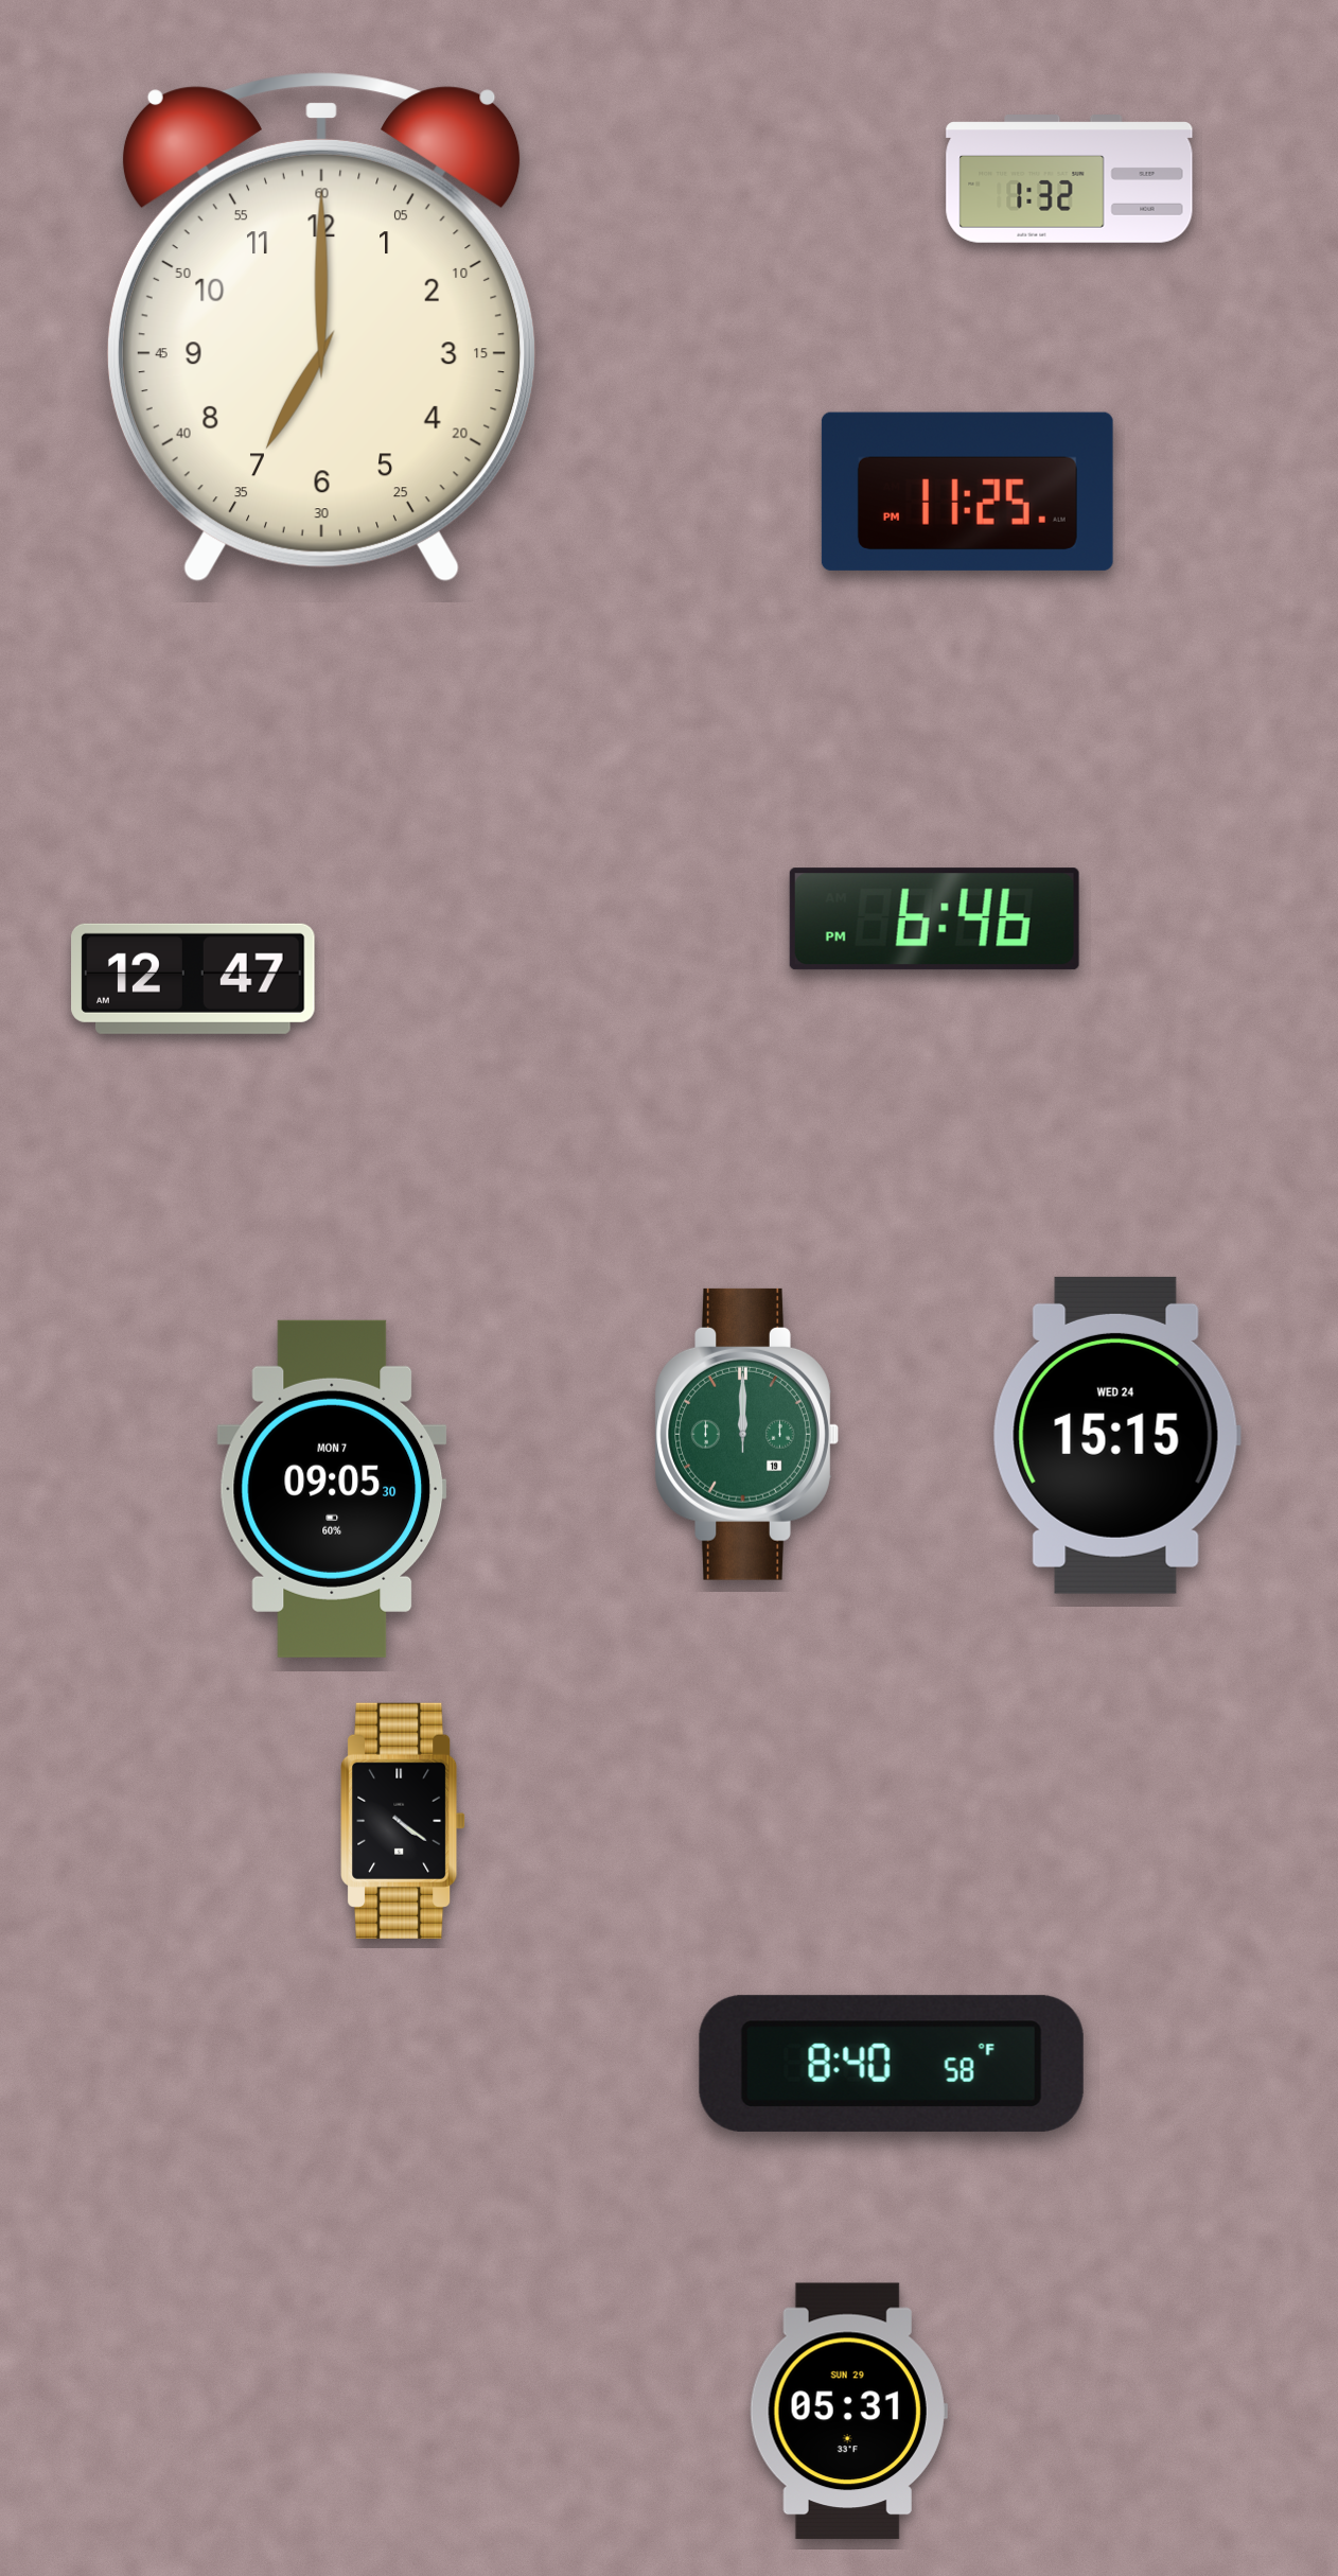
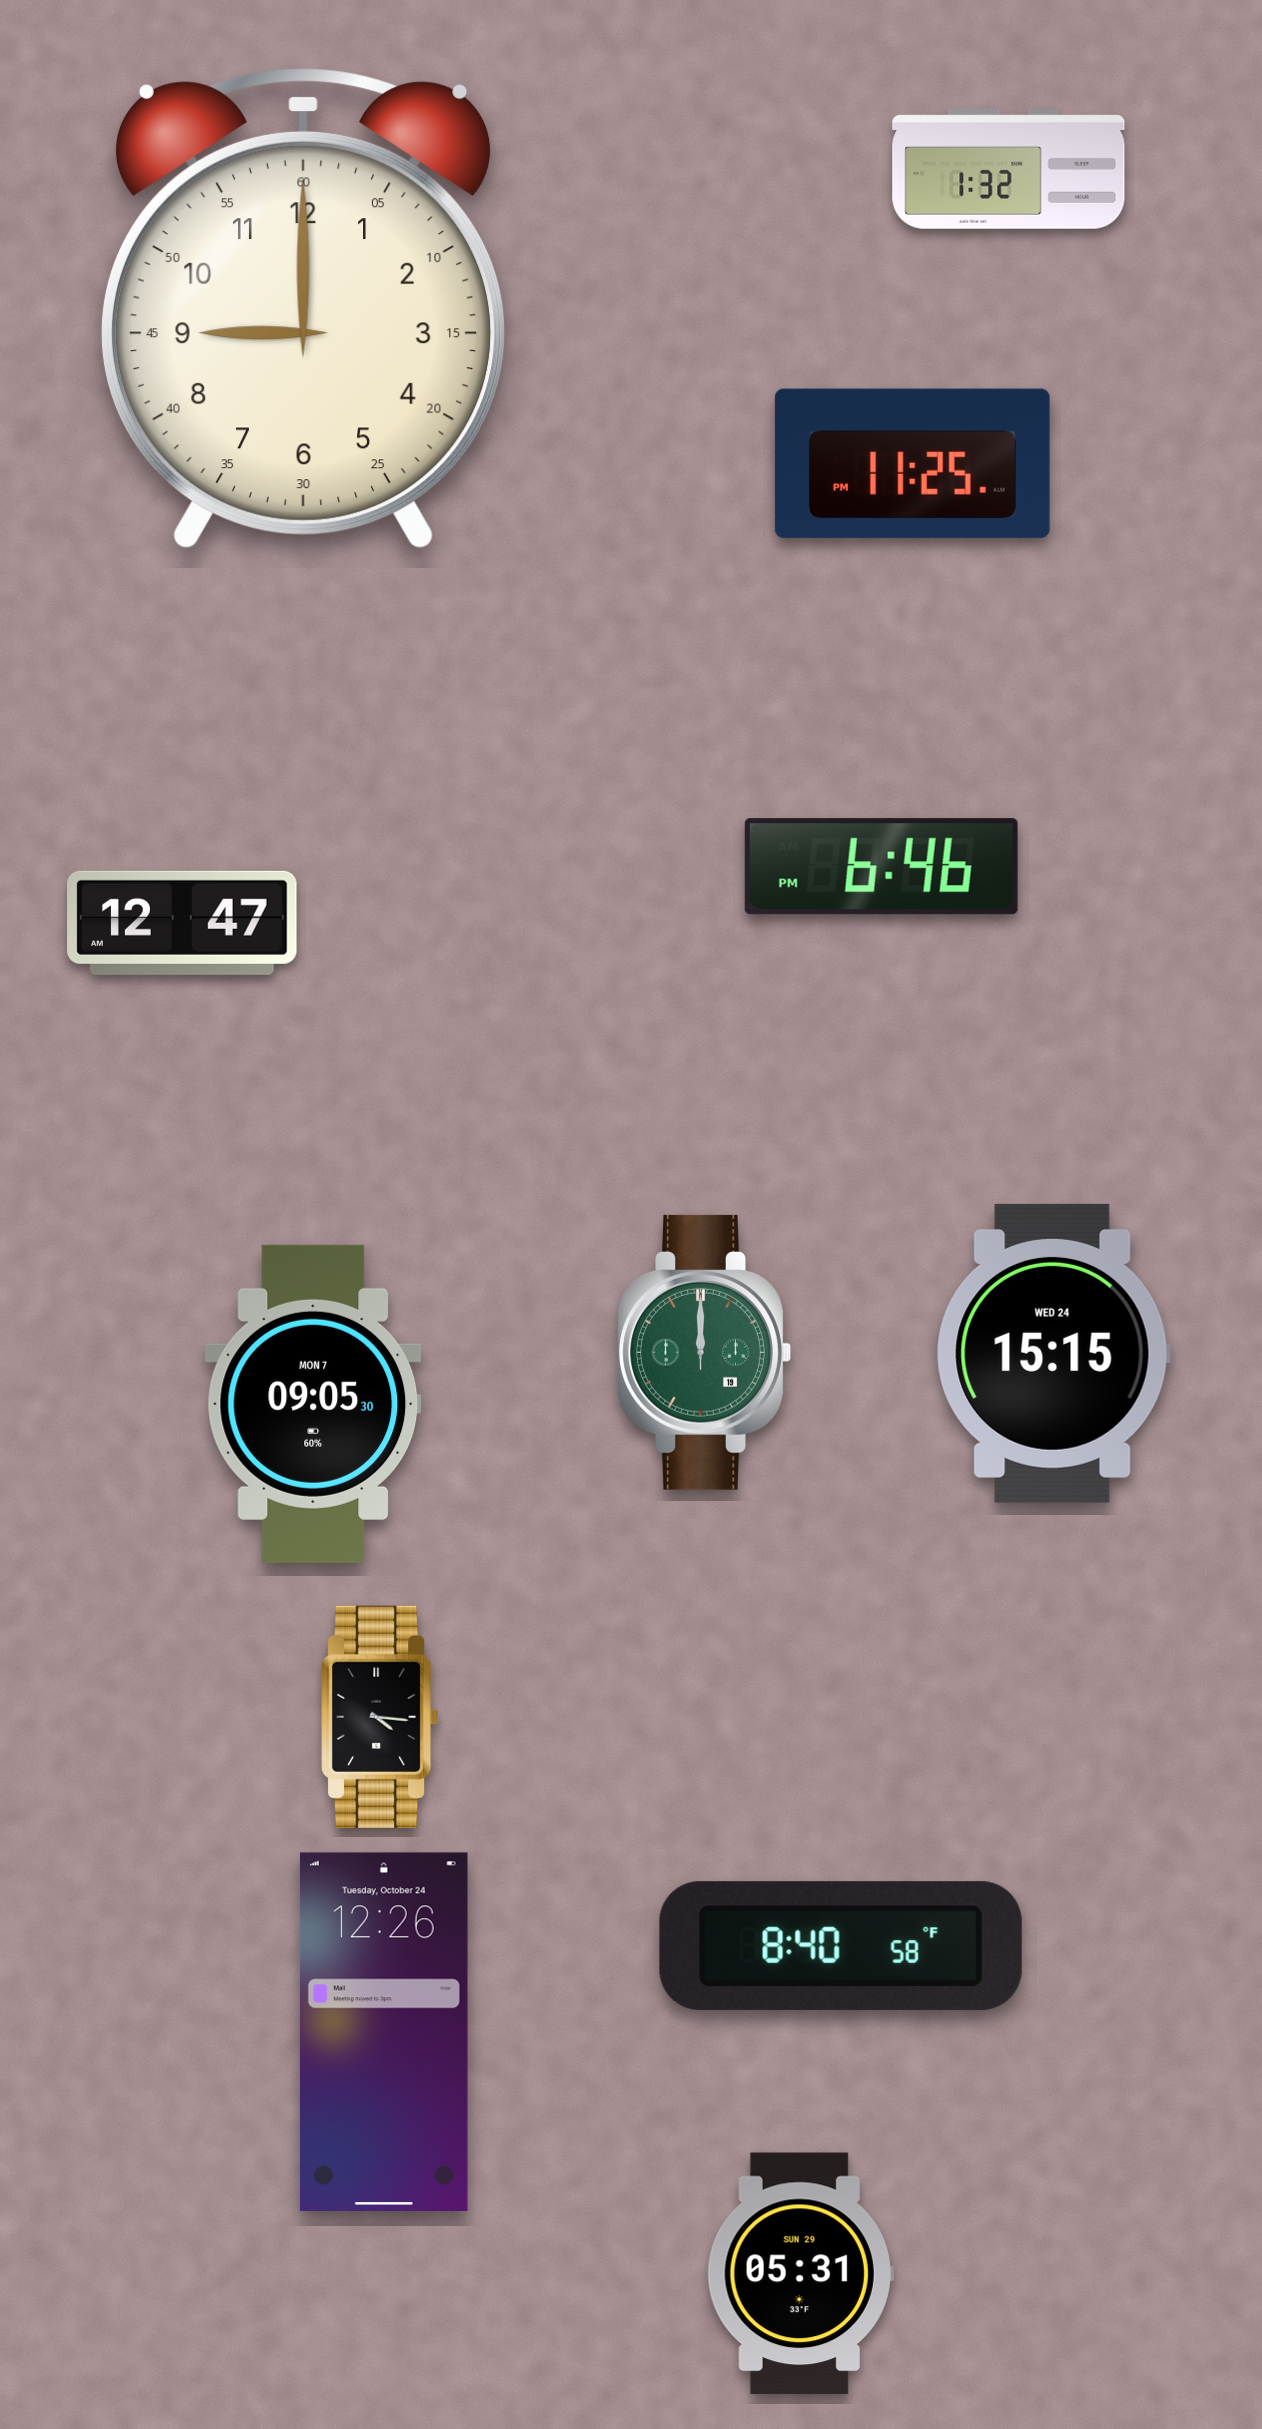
clock at (321, 328): 7:00 -> 9:00
clock at (404, 1821): 4:21 -> 4:16
clock at (384, 2031): none -> 12:26
